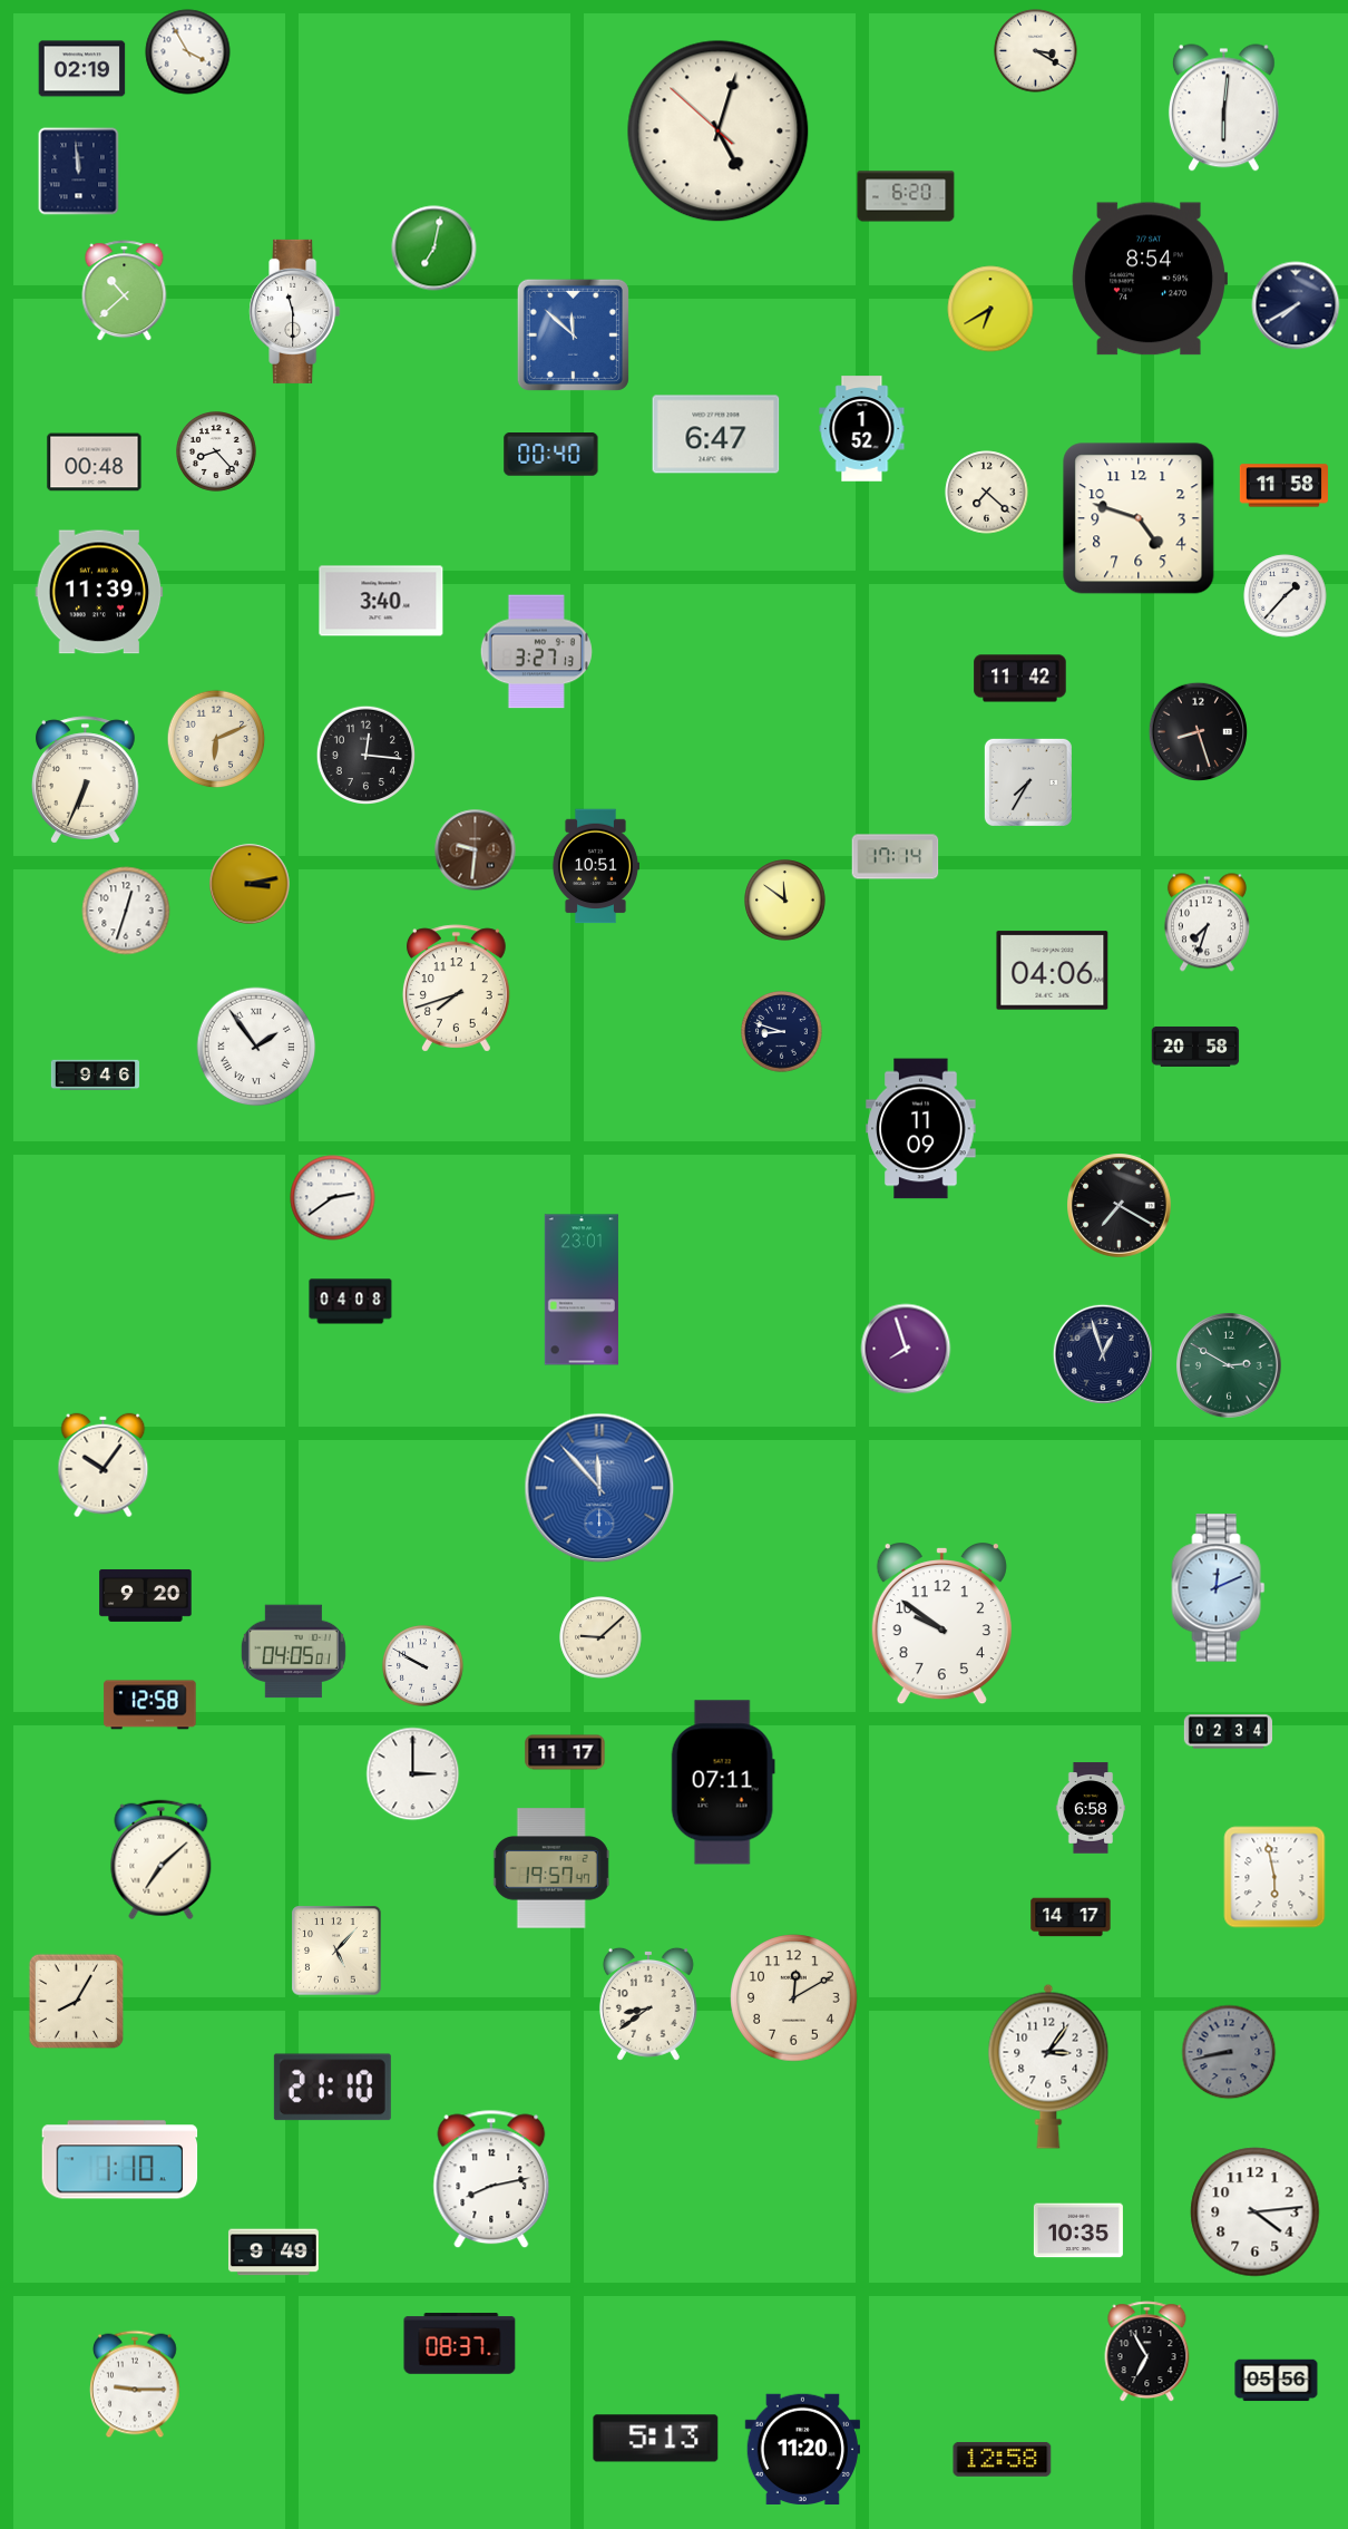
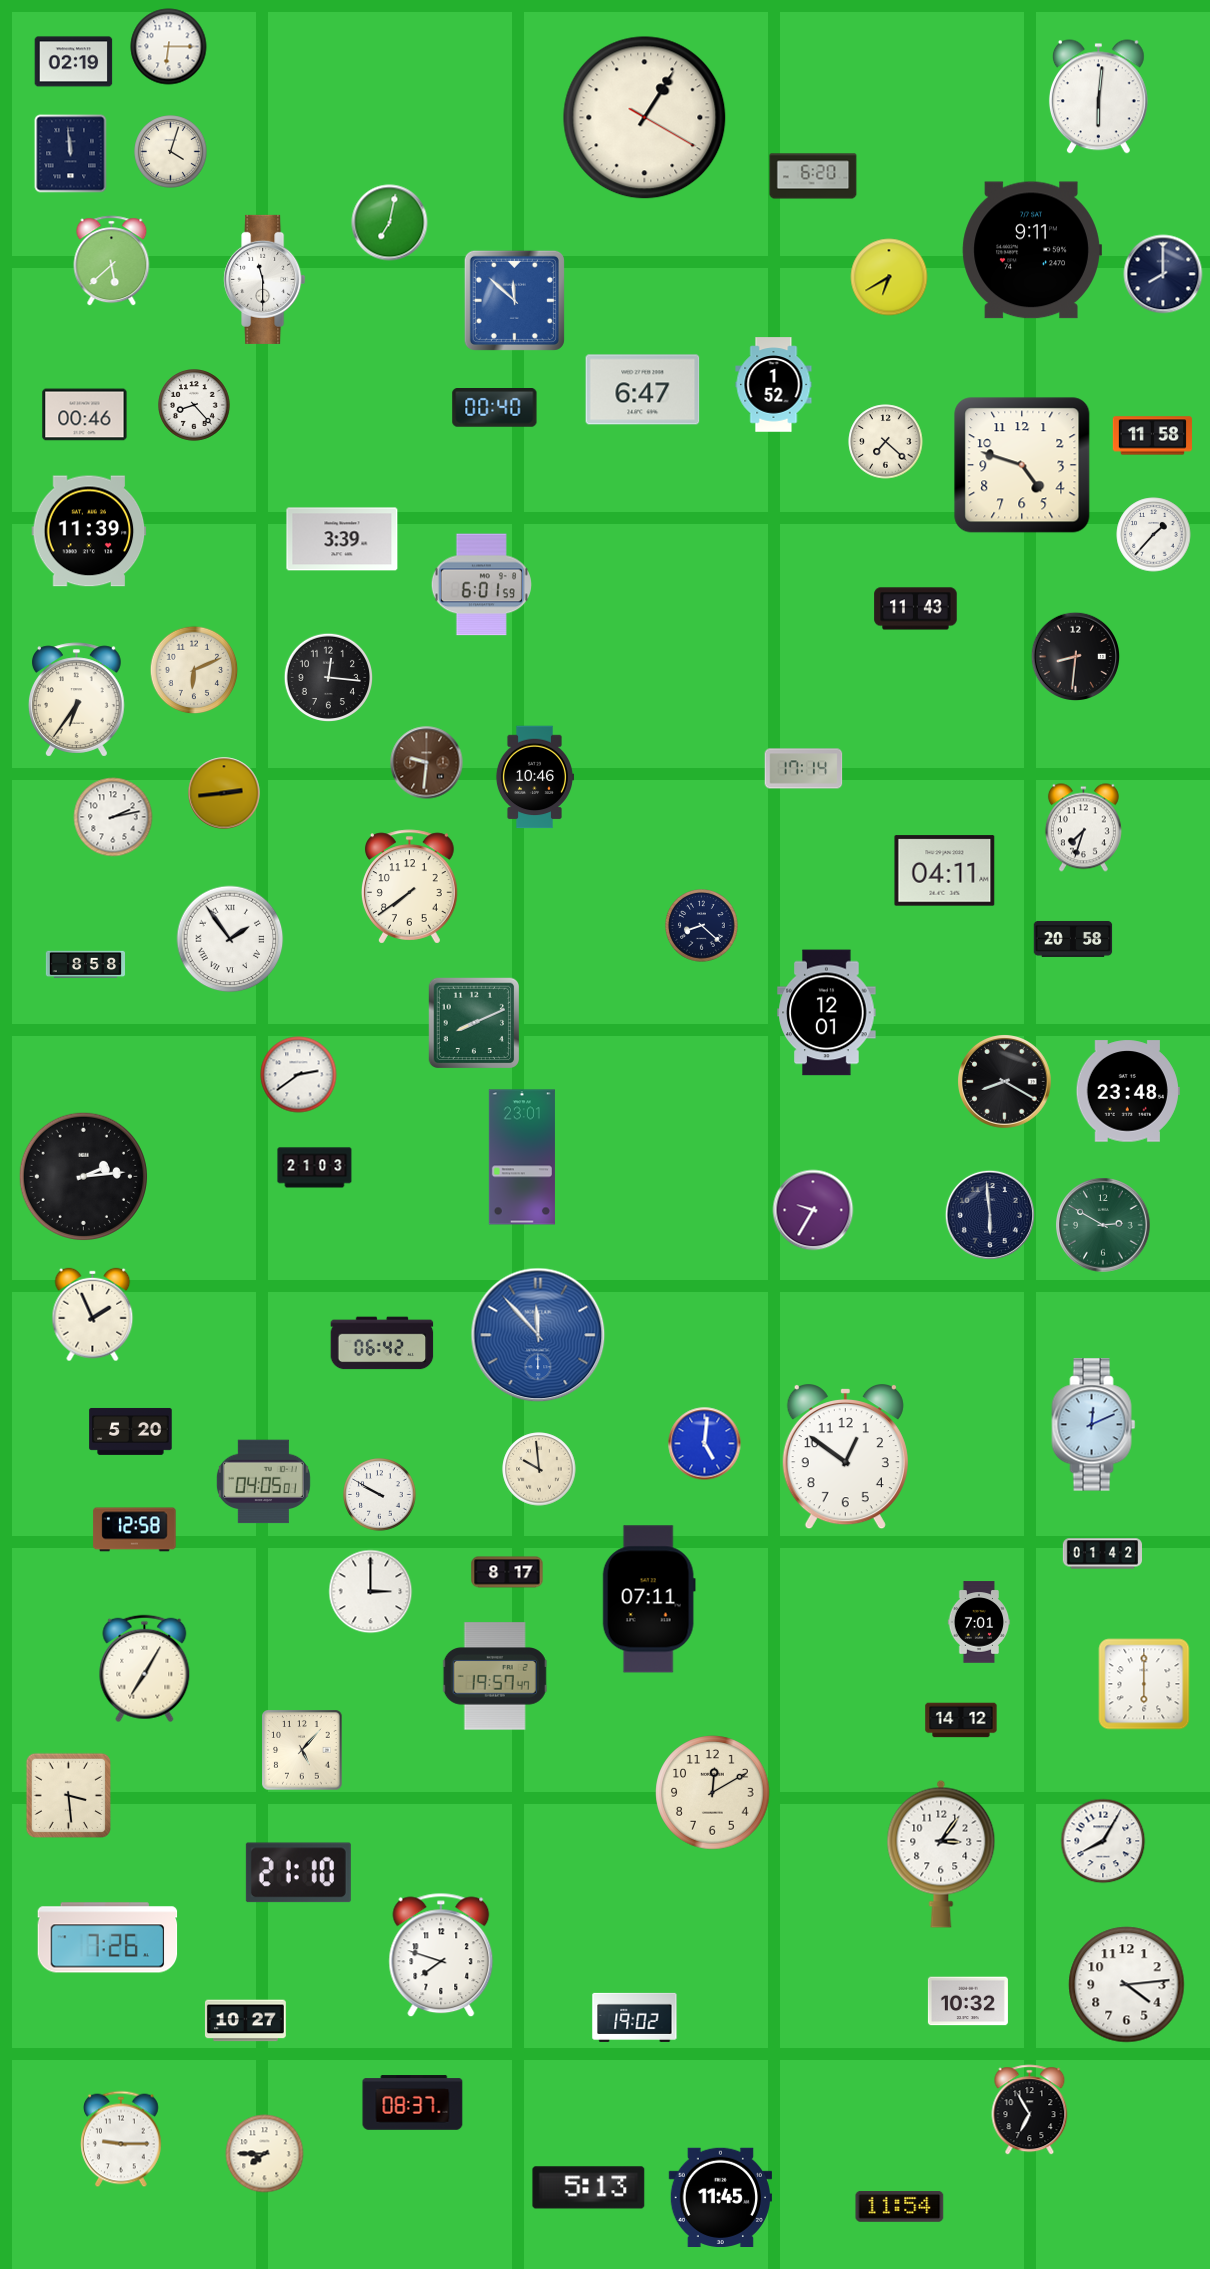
clock at (1036, 51): 3:20 -> none
clock at (188, 52): 3:55 -> 6:15
clock at (719, 132): 5:02 -> 1:05
clock at (171, 152): none -> 4:03
clock at (1150, 279): 8:54 -> 9:11
clock at (125, 291): 10:38 -> 5:38
clock at (1296, 305): 7:40 -> 8:00
clock at (95, 463): 00:48 -> 00:46
clock at (381, 601): 3:40 -> 3:39
clock at (536, 652): 3:27 -> 6:01
clock at (1020, 679): 11:42 -> 11:43
clock at (1198, 731): 8:27 -> 8:31
clock at (216, 739) position: (216, 739) -> (194, 670)
clock at (85, 780): 6:34 -> 6:36
clock at (1028, 782): 7:35 -> none
clock at (595, 866): 10:51 -> 10:46
clock at (250, 884): 3:13 -> 2:44
clock at (785, 901): 11:51 -> none
clock at (126, 911): 12:33 -> 2:13
clock at (1053, 971): 04:06 -> 04:11
clock at (456, 989): 7:42 -> 7:39
clock at (782, 1032): 8:48 -> 8:22
clock at (96, 1076): 9:46 -> 8:58
clock at (921, 1129): 11:09 -> 12:01
clock at (474, 1023): none -> 8:11
clock at (1120, 1206): 7:20 -> 8:20
clock at (1128, 1091): none -> 23:48
clock at (351, 1302): 04:08 -> 21:03
clock at (83, 1176): none -> 2:14
clock at (906, 1349): 7:57 -> 9:35
clock at (1103, 1354): 12:57 -> 5:59
clock at (104, 1466): 10:06 -> 1:56
clock at (382, 1343): none -> 06:42
clock at (146, 1595): 9:20 -> 5:20
clock at (705, 1444): none -> 5:01
clock at (941, 1625): 9:51 -> 12:51
clock at (600, 1637): 9:08 -> 9:59
clock at (1228, 1732): 02:34 -> 01:42
clock at (565, 1752): 11:17 -> 8:17
clock at (1091, 1808): 6:58 -> 7:01
clock at (162, 1860): 7:08 -> 7:05
clock at (1274, 1877): 5:58 -> 6:00
clock at (1071, 1917): 14:17 -> 14:12
clock at (76, 2001): 8:05 -> 3:29
clock at (648, 2004): 8:39 -> none
clock at (1229, 2052): 8:43 -> 8:05
clock at (1229, 2052) dial: grey -> white
clock at (120, 2160): 1:10 -> 7:26
clock at (491, 2179): 8:13 -> 7:48
clock at (1078, 2230): 10:35 -> 10:32
clock at (635, 2017): none -> 19:02
clock at (273, 2253): 9:49 -> 10:27
clock at (1277, 2381): 05:56 -> none
clock at (265, 2154): none -> 7:45
clock at (802, 2449): 11:20 -> 11:45
clock at (1003, 2459): 12:58 -> 11:54
